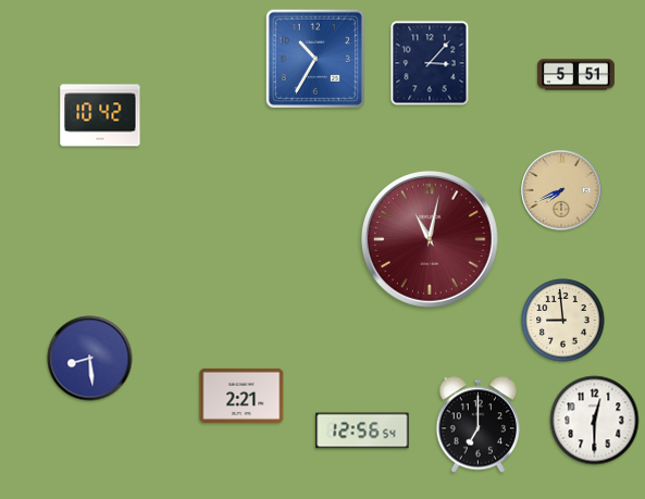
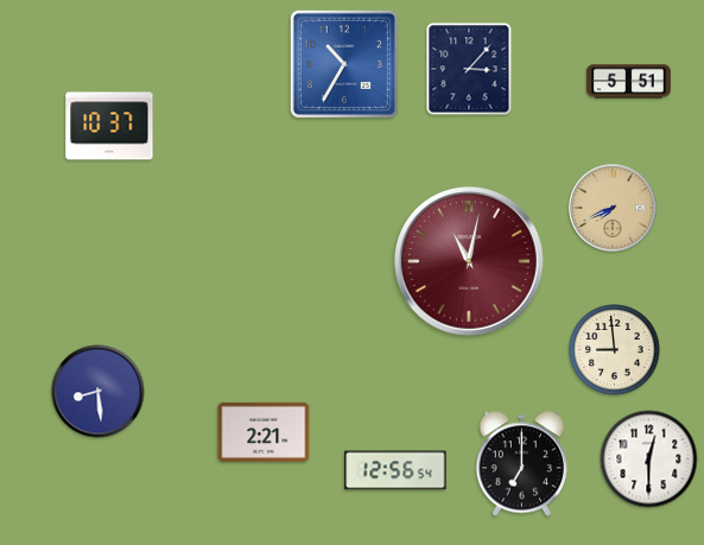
clock at (100, 115): 10:42 -> 10:37
